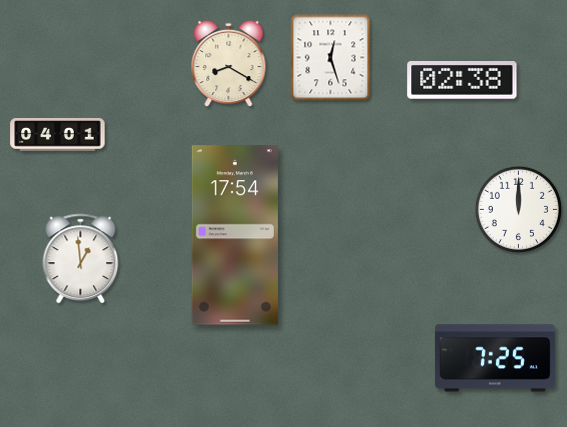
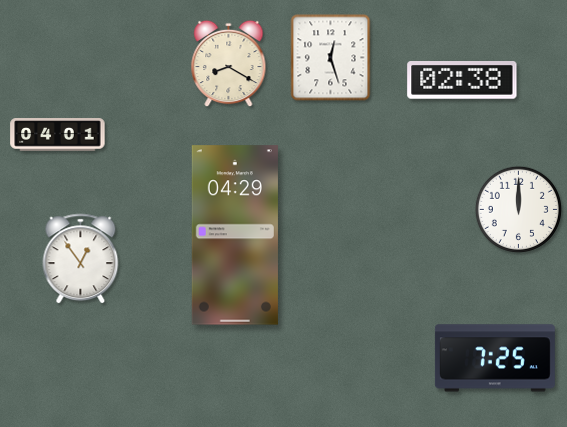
clock at (235, 235): 17:54 -> 04:29
clock at (81, 259): 12:59 -> 12:54
